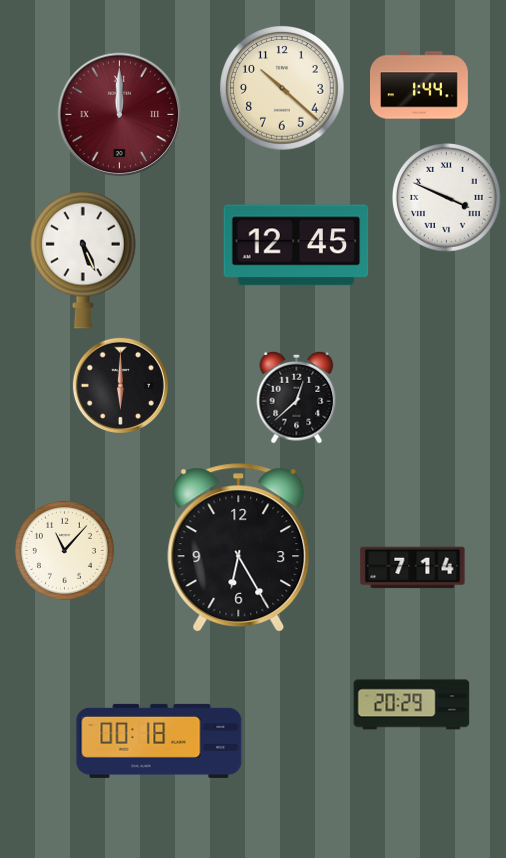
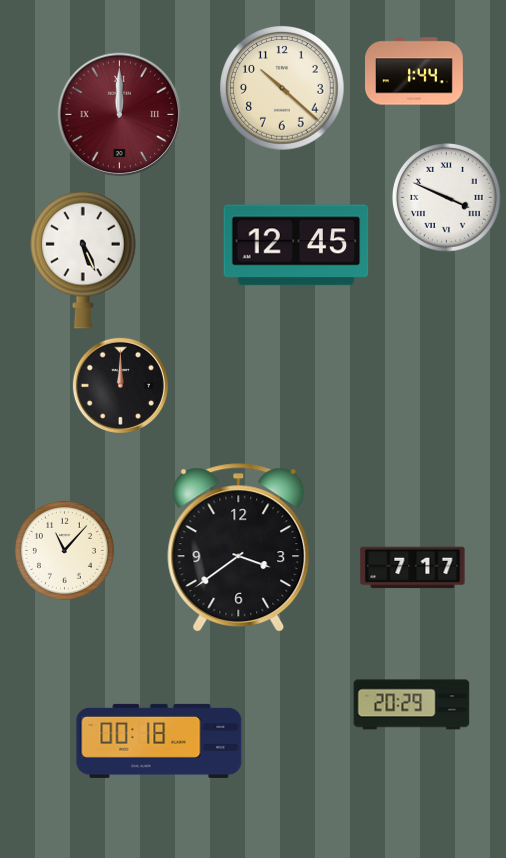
clock at (420, 85) position: (420, 85) -> (415, 71)
clock at (120, 385): 6:00 -> 12:00
clock at (297, 397): 12:38 -> none
clock at (239, 548): 6:25 -> 3:39
clock at (413, 568): 7:14 -> 7:17
